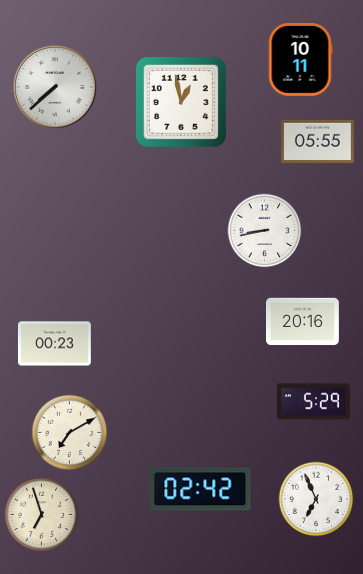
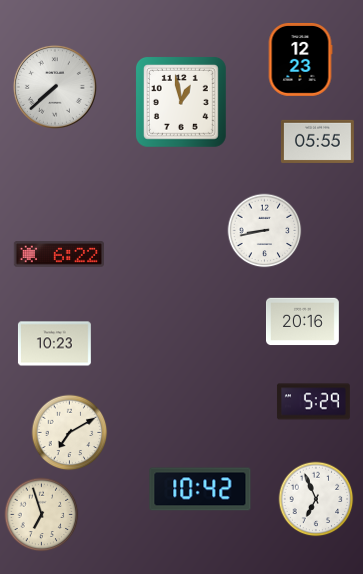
clock at (300, 59): 10:11 -> 12:23
clock at (58, 254): none -> 6:22
clock at (54, 344): 00:23 -> 10:23
clock at (200, 489): 02:42 -> 10:42
